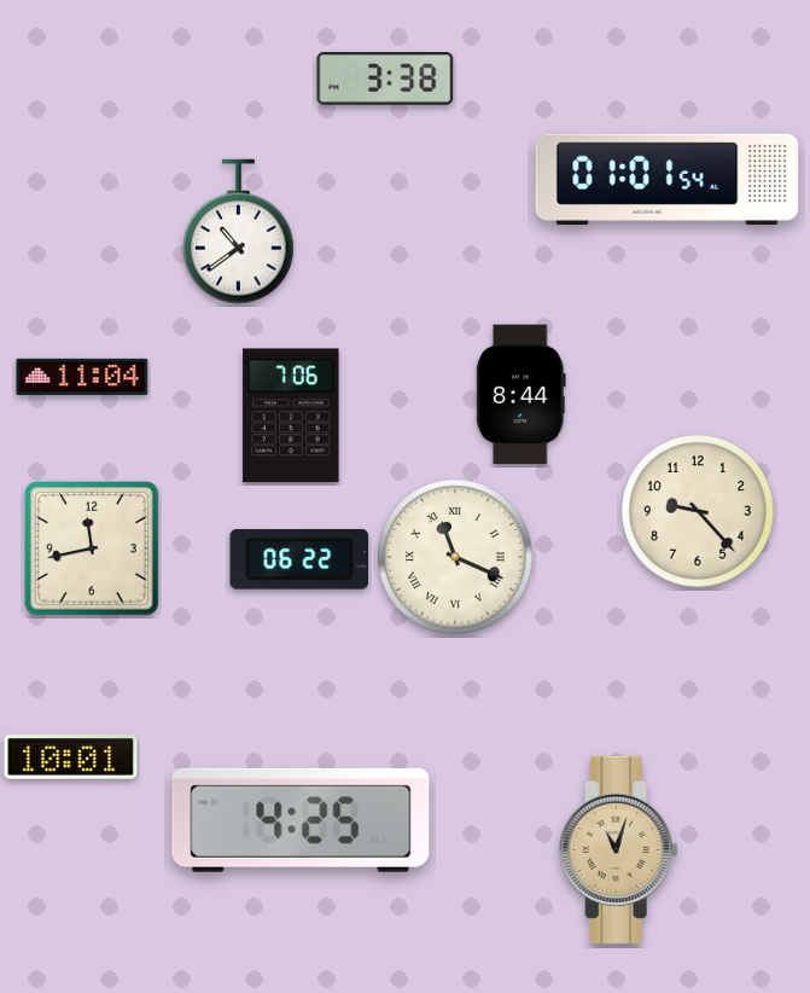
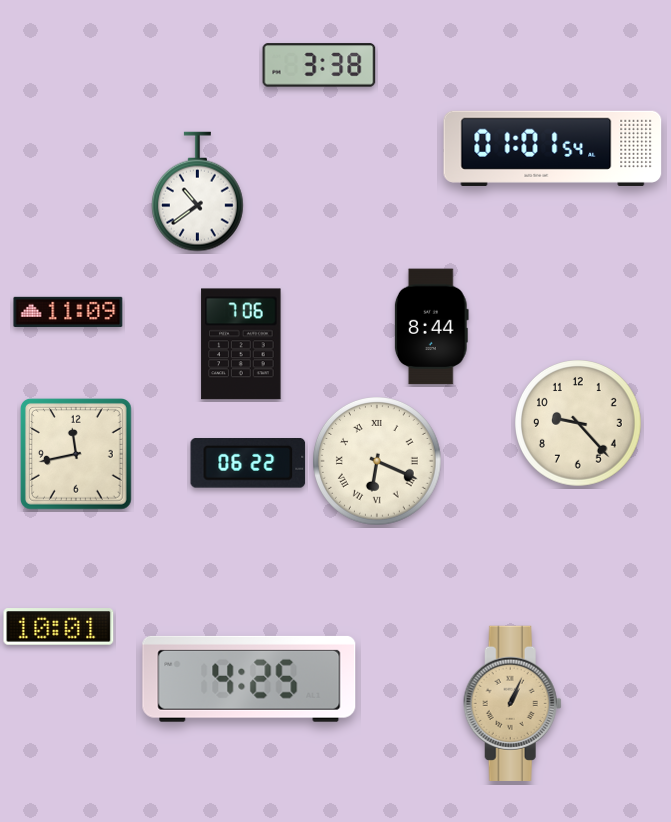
clock at (82, 377): 11:04 -> 11:09
clock at (456, 558): 11:19 -> 6:19
clock at (618, 849): 11:03 -> 1:04
